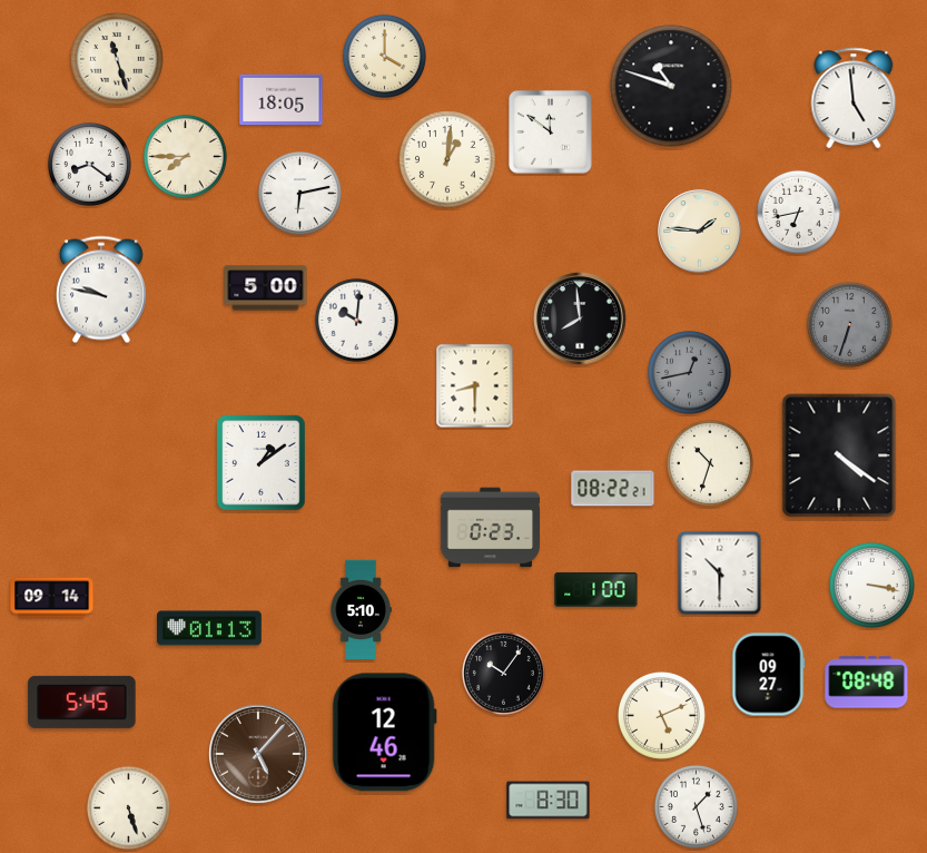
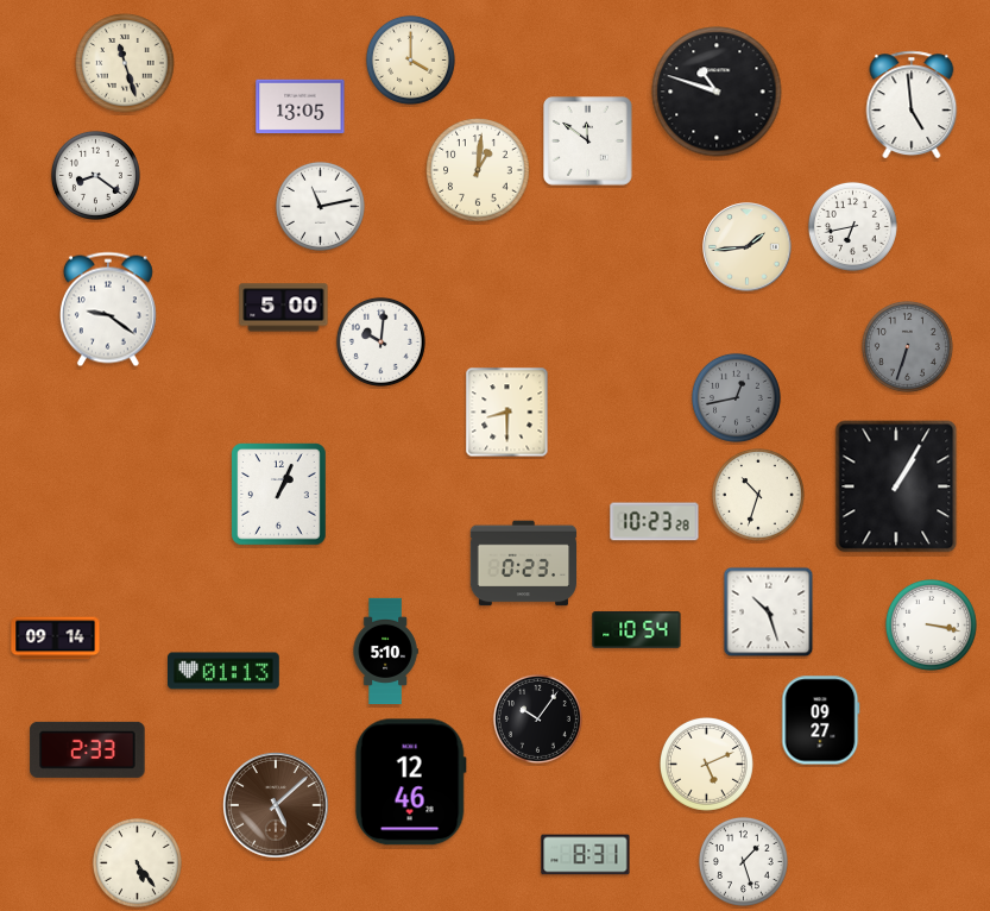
clock at (282, 100): 18:05 -> 13:05
clock at (185, 156): 7:45 -> none
clock at (299, 193): 6:13 -> 11:13
clock at (700, 232): 1:46 -> 1:44
clock at (101, 290): 9:47 -> 9:21
clock at (580, 318): 7:59 -> none
clock at (839, 455): 4:21 -> 1:05
clock at (262, 463): 1:09 -> 1:04
clock at (613, 489): 08:22 -> 10:23
clock at (720, 573): 10:30 -> 10:27
clock at (596, 589): 1:00 -> 10:54
clock at (867, 683): 08:48 -> none
clock at (82, 702): 5:45 -> 2:33
clock at (258, 754): 5:07 -> 5:08
clock at (549, 801): 8:30 -> 8:31
clock at (128, 807): 5:27 -> 5:24
